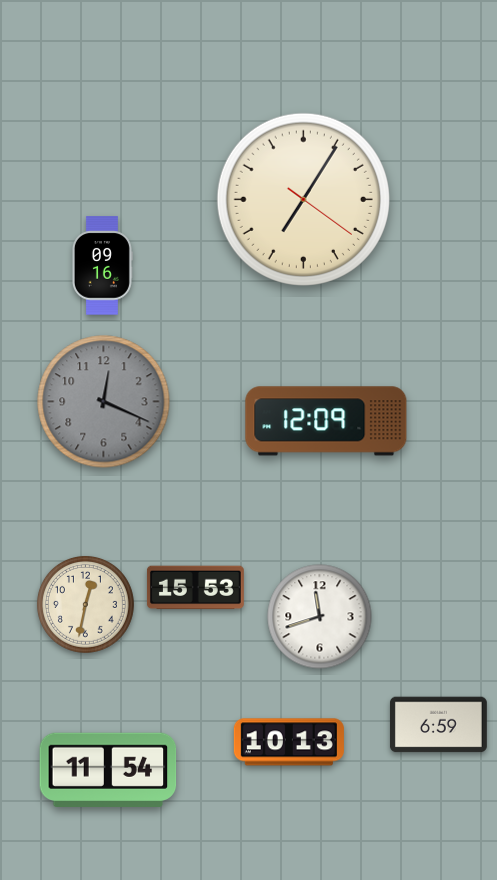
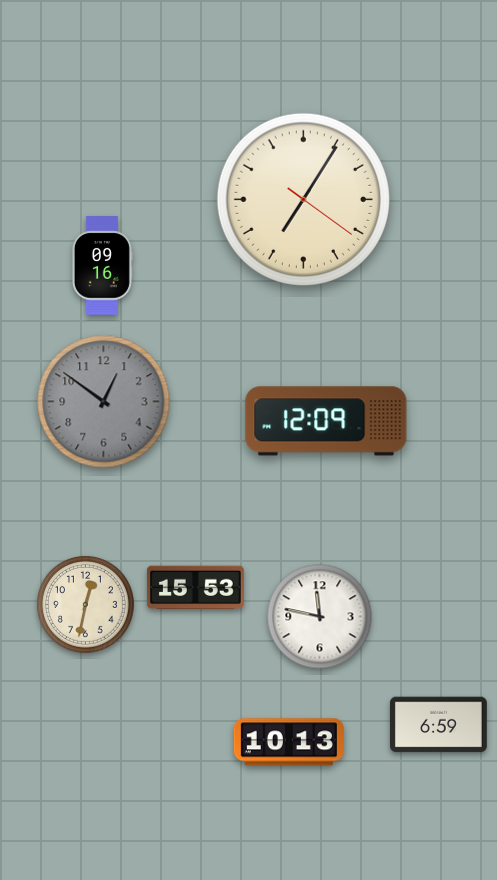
clock at (104, 402): 12:19 -> 12:51
clock at (320, 617): 11:42 -> 11:47
clock at (108, 769): 11:54 -> none
